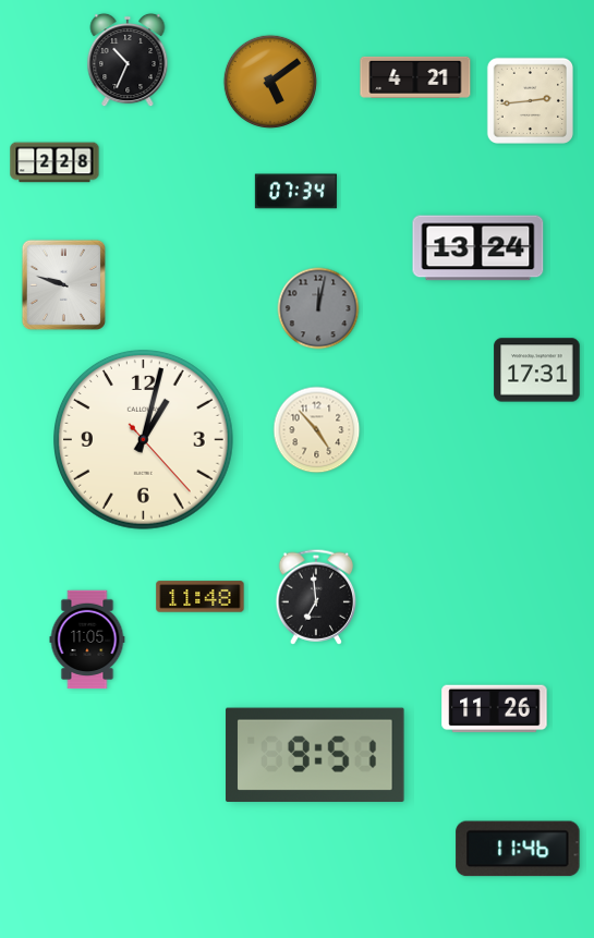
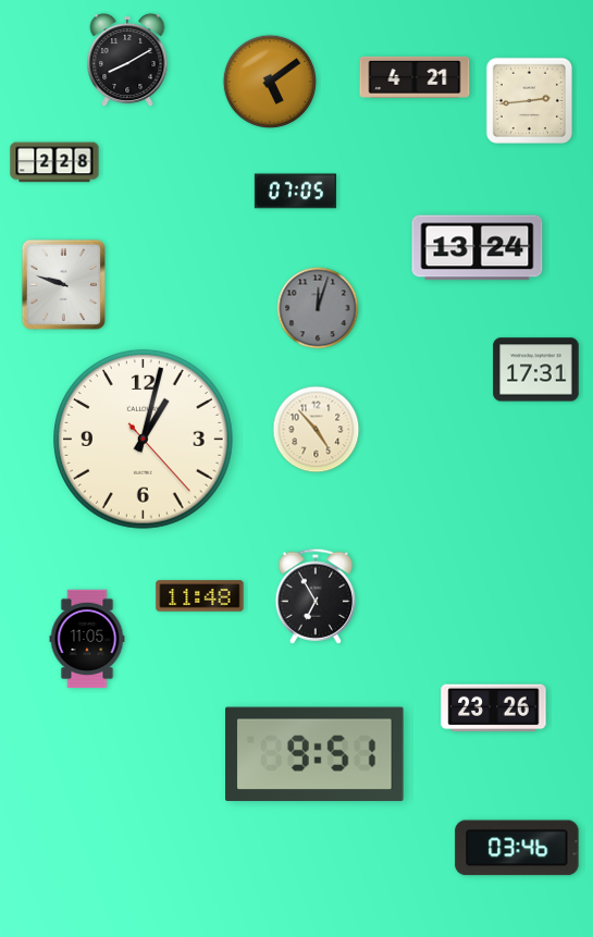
clock at (128, 60): 10:34 -> 8:10
clock at (295, 192): 07:34 -> 07:05
clock at (318, 308): 12:02 -> 12:03
clock at (316, 597): 6:59 -> 6:55
clock at (495, 709): 11:26 -> 23:26
clock at (518, 849): 11:46 -> 03:46
